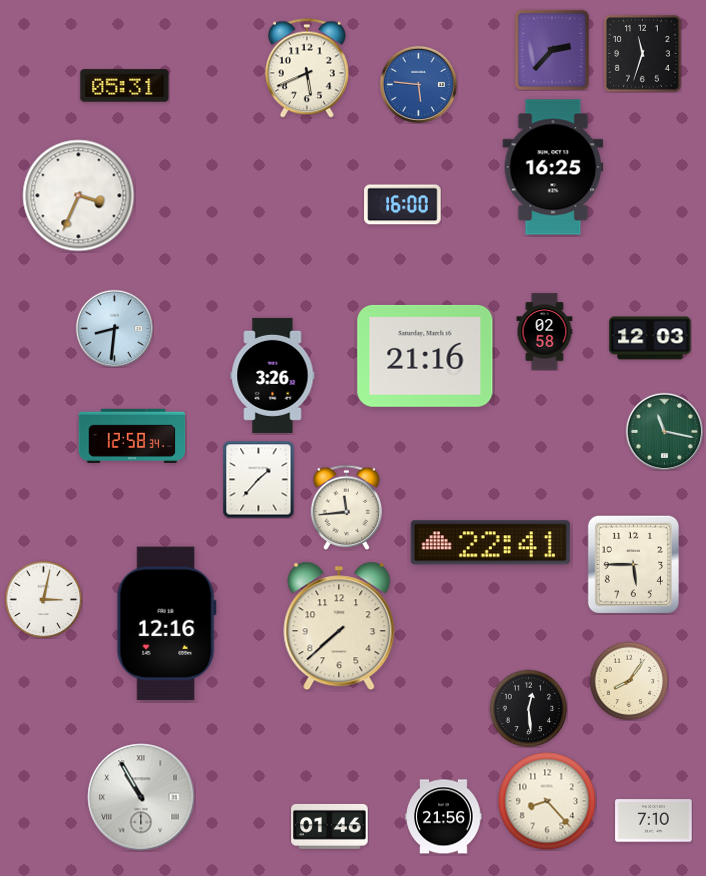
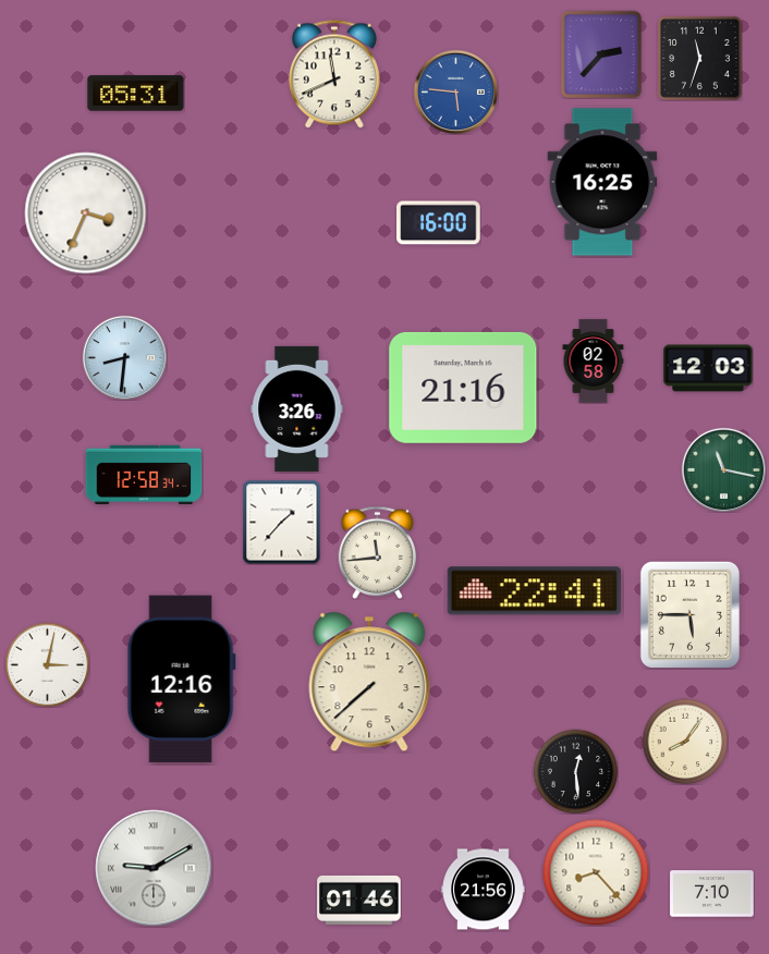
clock at (307, 68): 5:41 -> 11:41
clock at (43, 599) position: (43, 599) -> (47, 664)
clock at (141, 797): 10:55 -> 9:10
